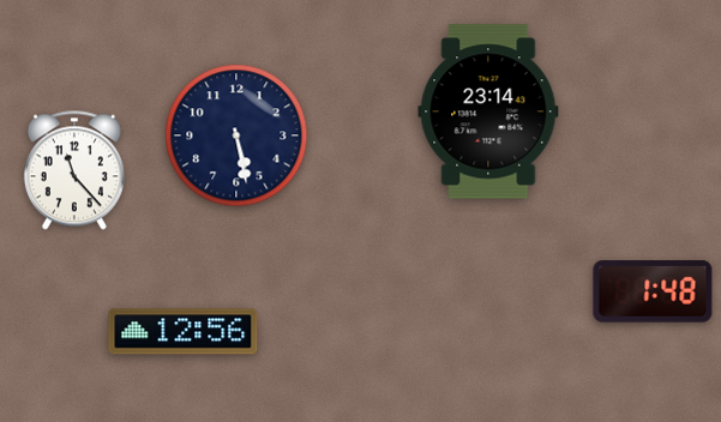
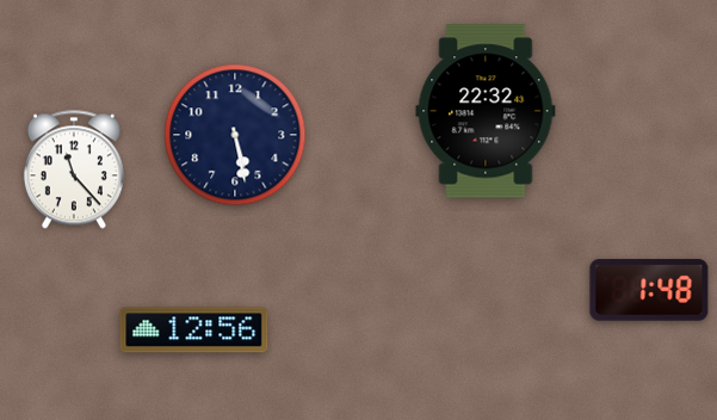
clock at (488, 111): 23:14 -> 22:32
clock at (184, 332) position: (184, 332) -> (194, 331)
